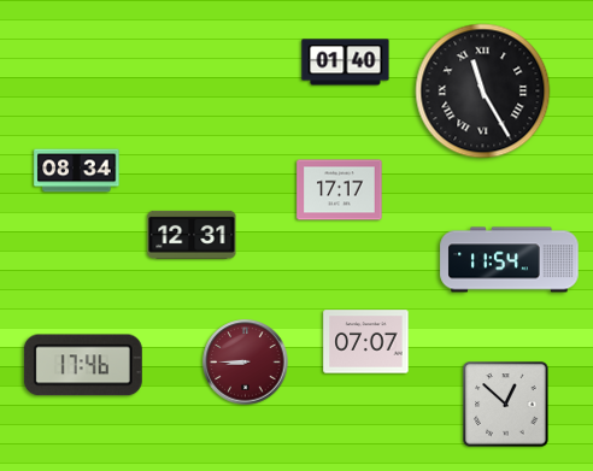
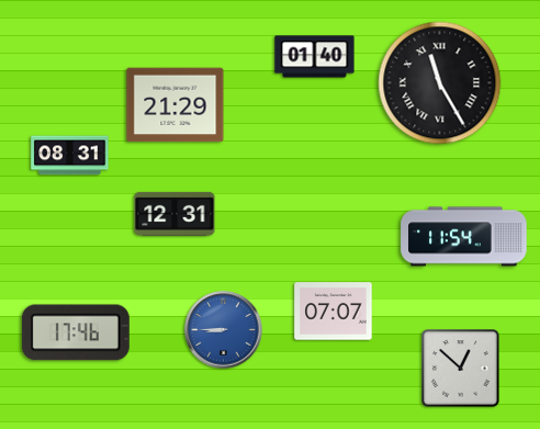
clock at (176, 105): none -> 21:29
clock at (77, 171): 08:34 -> 08:31
clock at (340, 190): 17:17 -> none
clock at (246, 363) dial: burgundy -> blue
